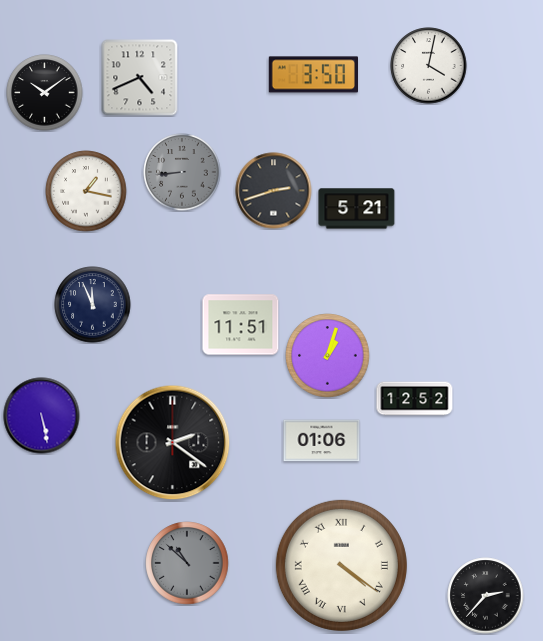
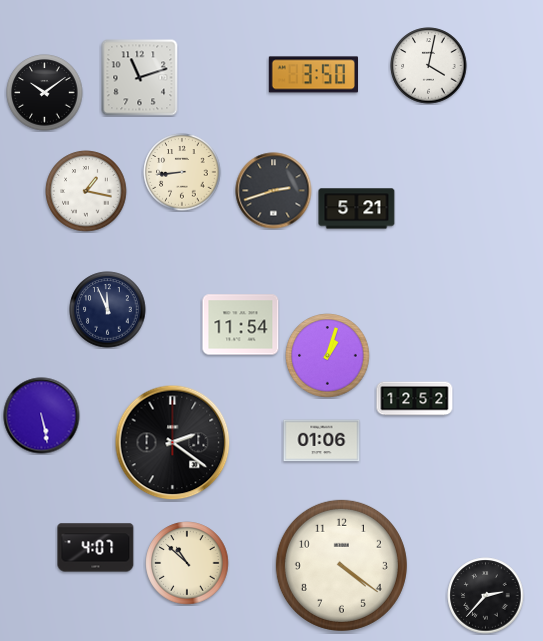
clock at (140, 78): 4:41 -> 11:12
clock at (182, 172) dial: grey -> cream
clock at (93, 305) position: (93, 305) -> (108, 310)
clock at (241, 325): 11:51 -> 11:54
clock at (96, 548): none -> 4:07
clock at (187, 563) dial: grey -> cream
clock at (341, 565) numerals: Roman -> Arabic
